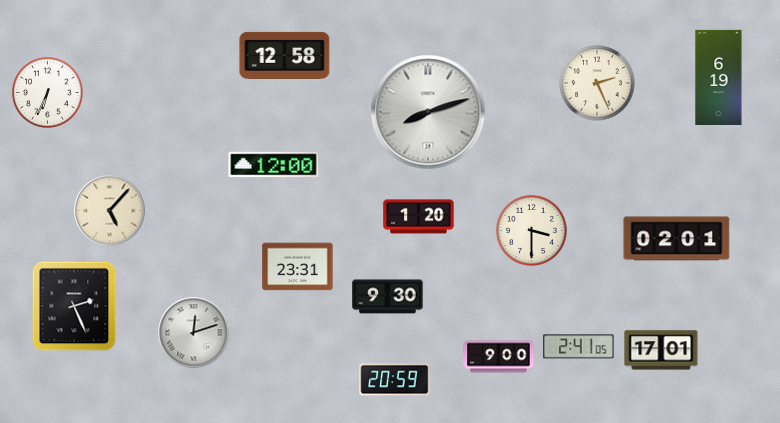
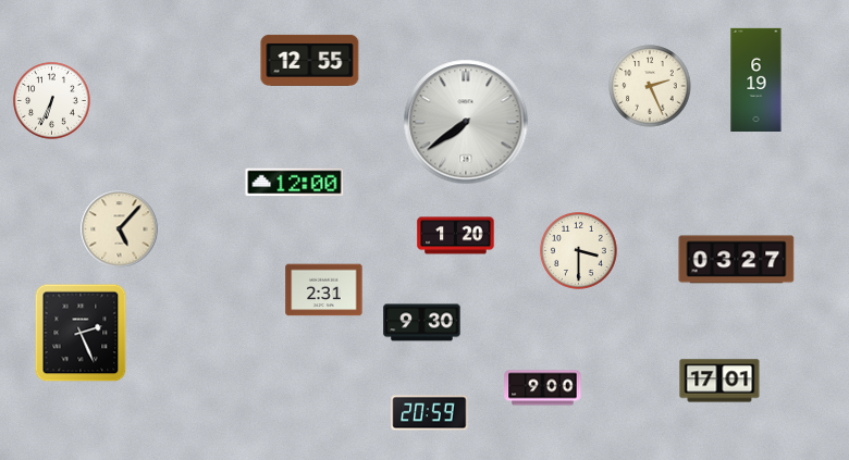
clock at (285, 55): 12:58 -> 12:55
clock at (719, 77) position: (719, 77) -> (756, 79)
clock at (597, 83) position: (597, 83) -> (650, 86)
clock at (428, 112): 8:12 -> 7:39
clock at (274, 165) position: (274, 165) -> (295, 183)
clock at (677, 239): 02:01 -> 03:27
clock at (298, 267): 23:31 -> 2:31
clock at (194, 333): 12:12 -> none
clock at (579, 347): 2:41 -> none
